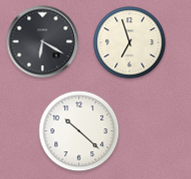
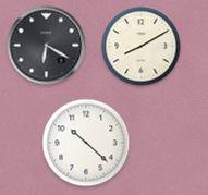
clock at (130, 43): 6:57 -> 8:10
